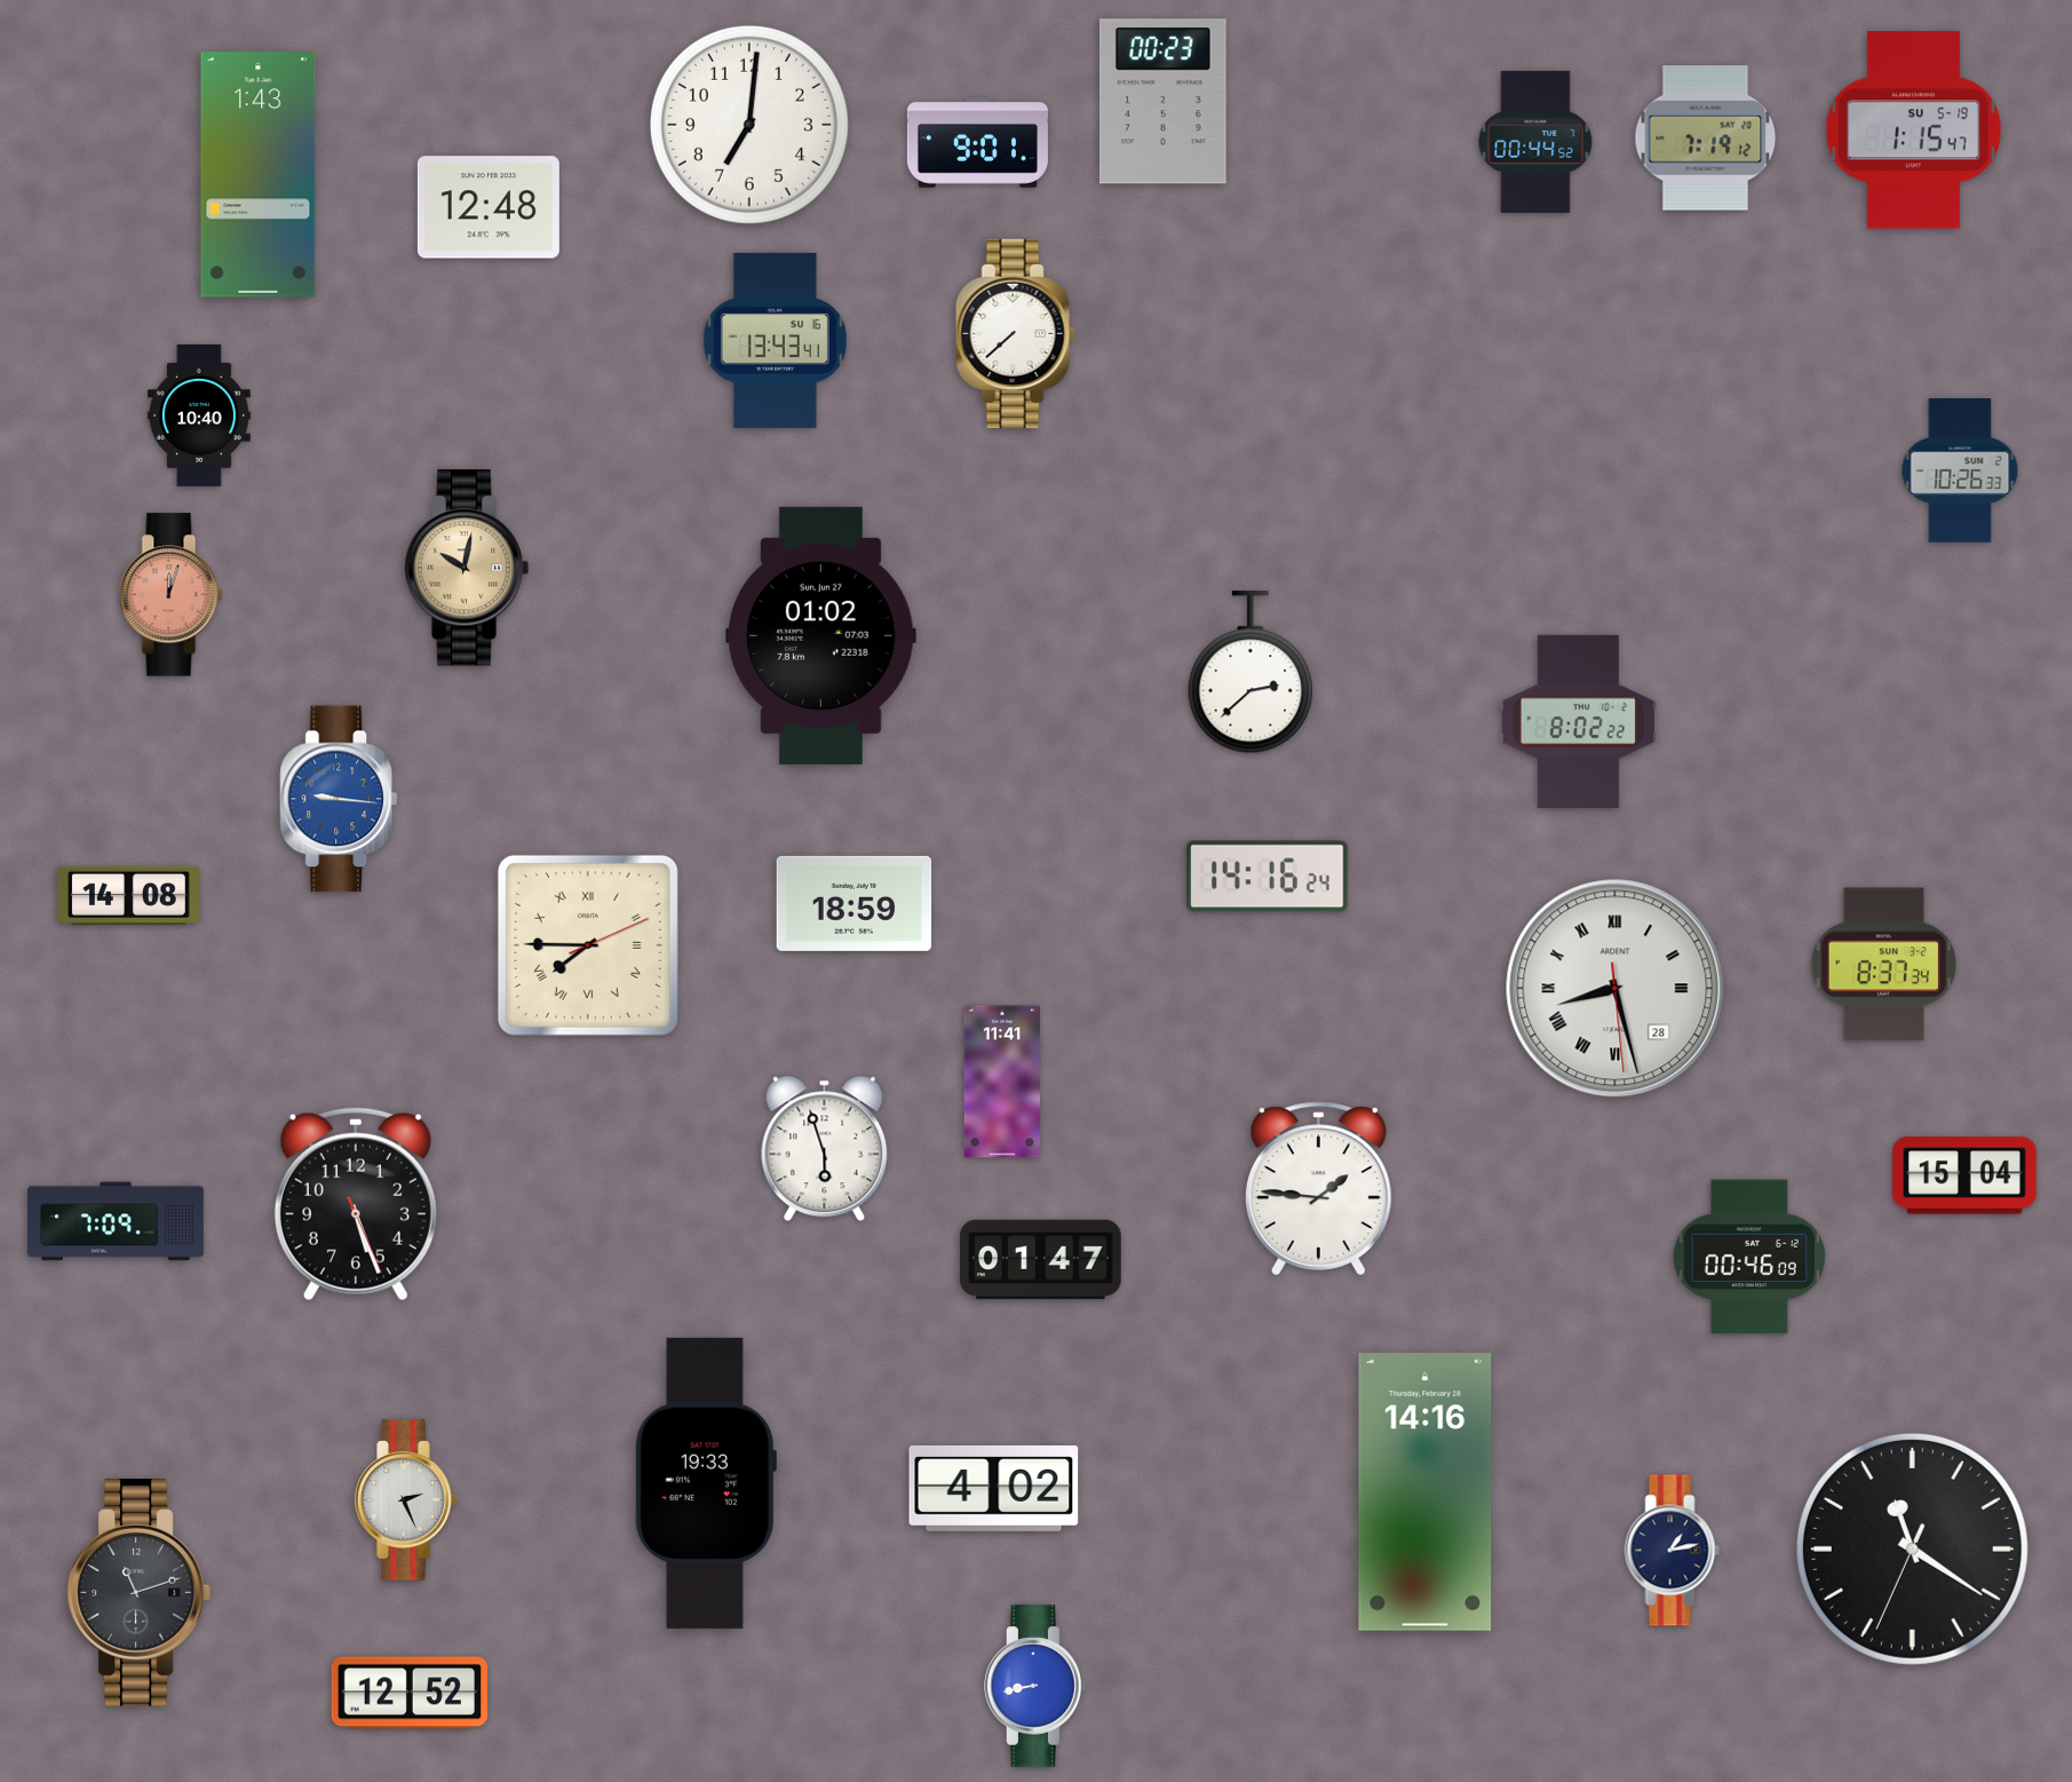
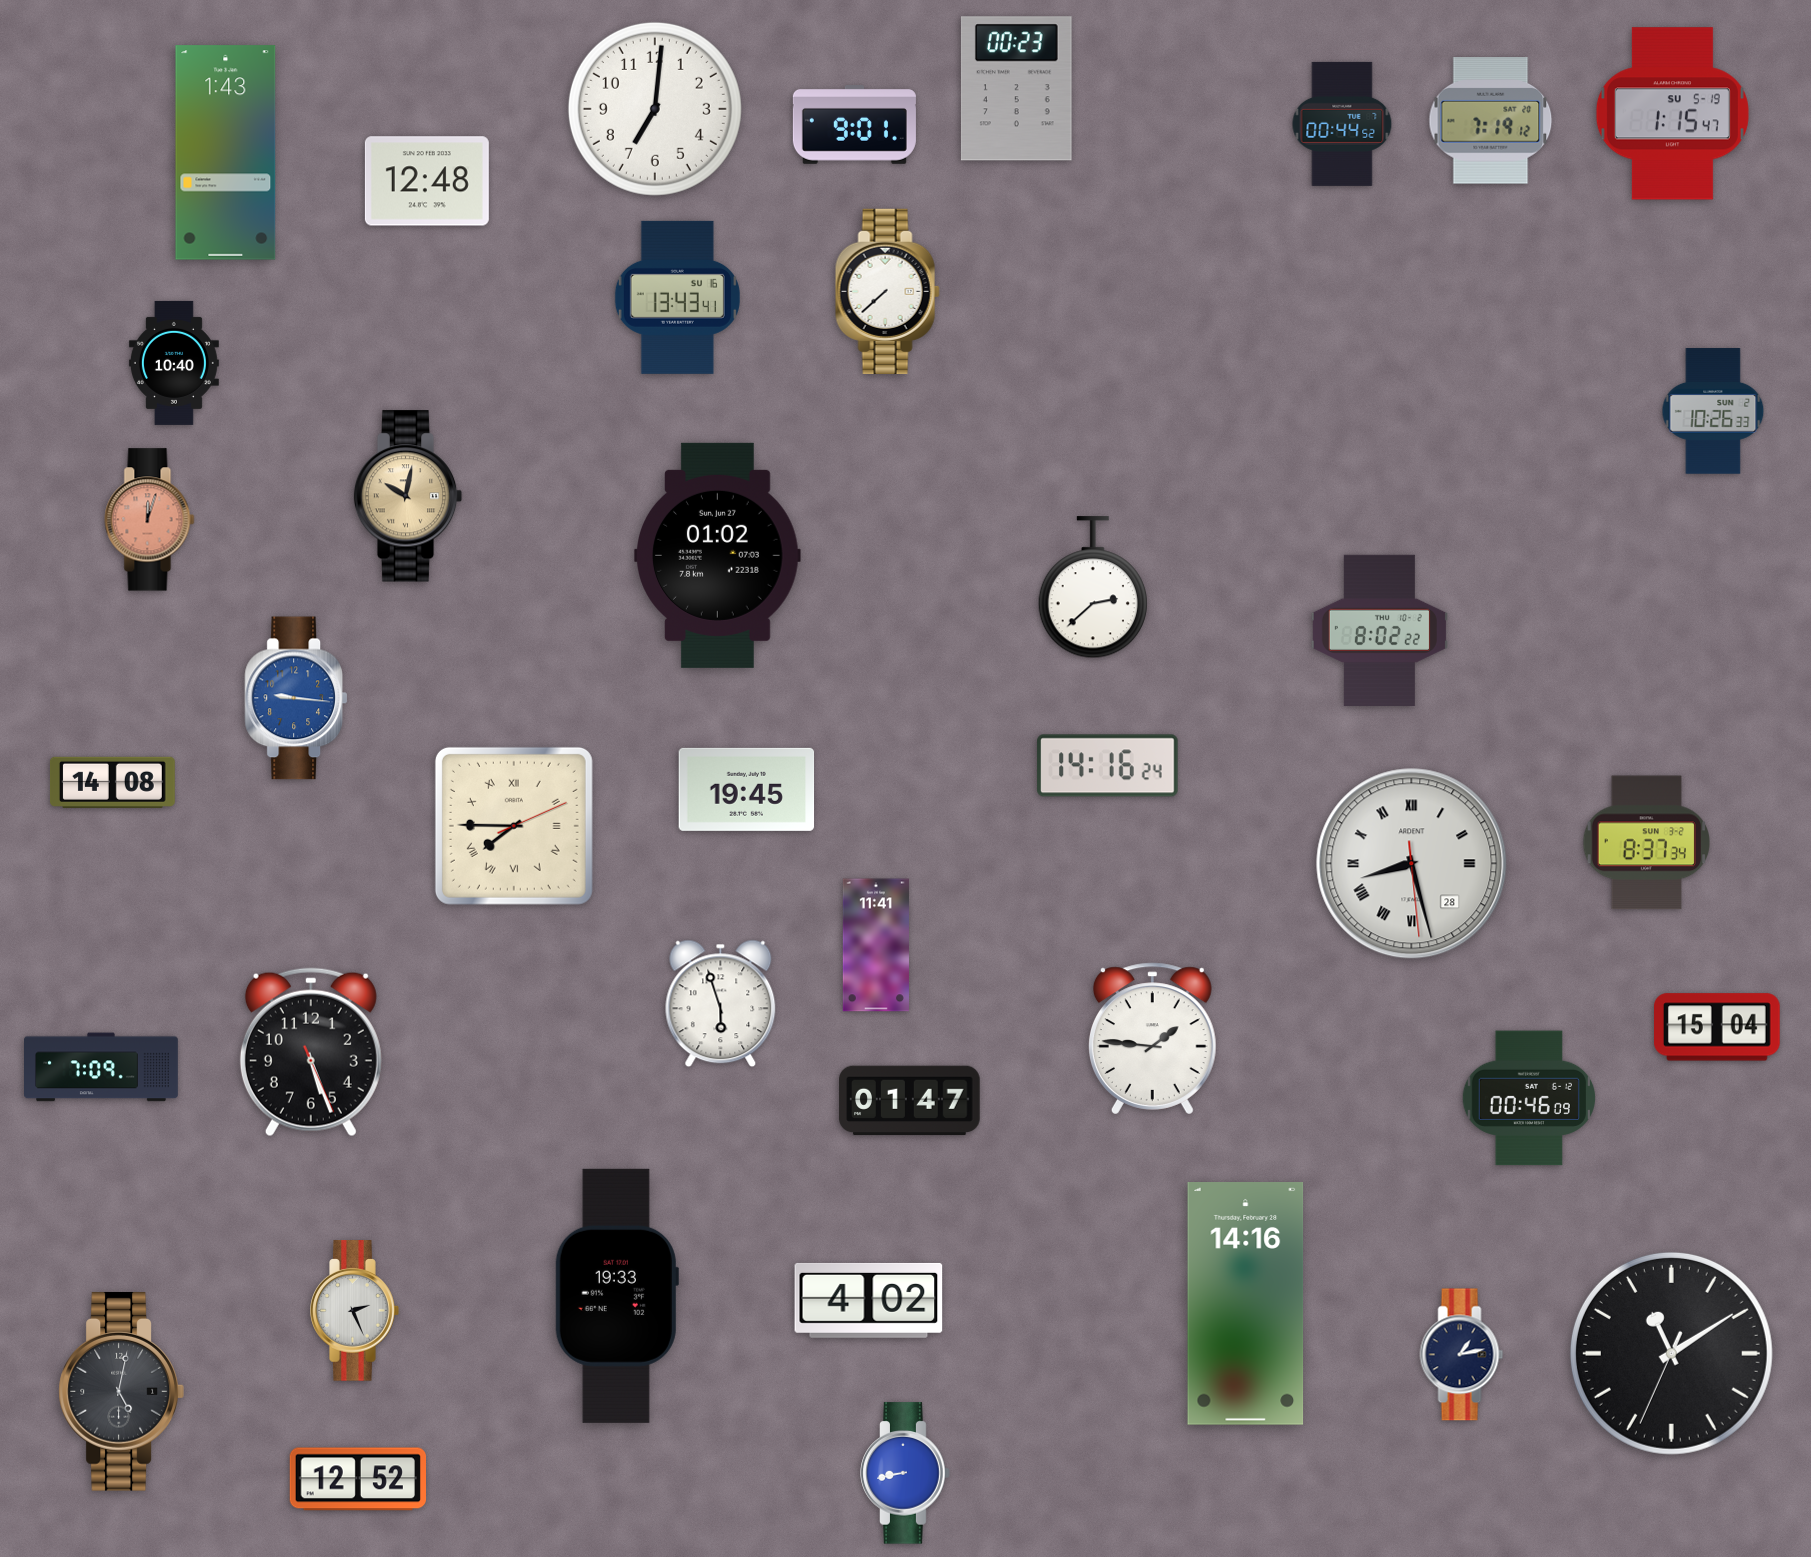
clock at (855, 903): 18:59 -> 19:45
clock at (1912, 1549): 11:20 -> 11:09
clock at (138, 1592): 11:12 -> 5:02
